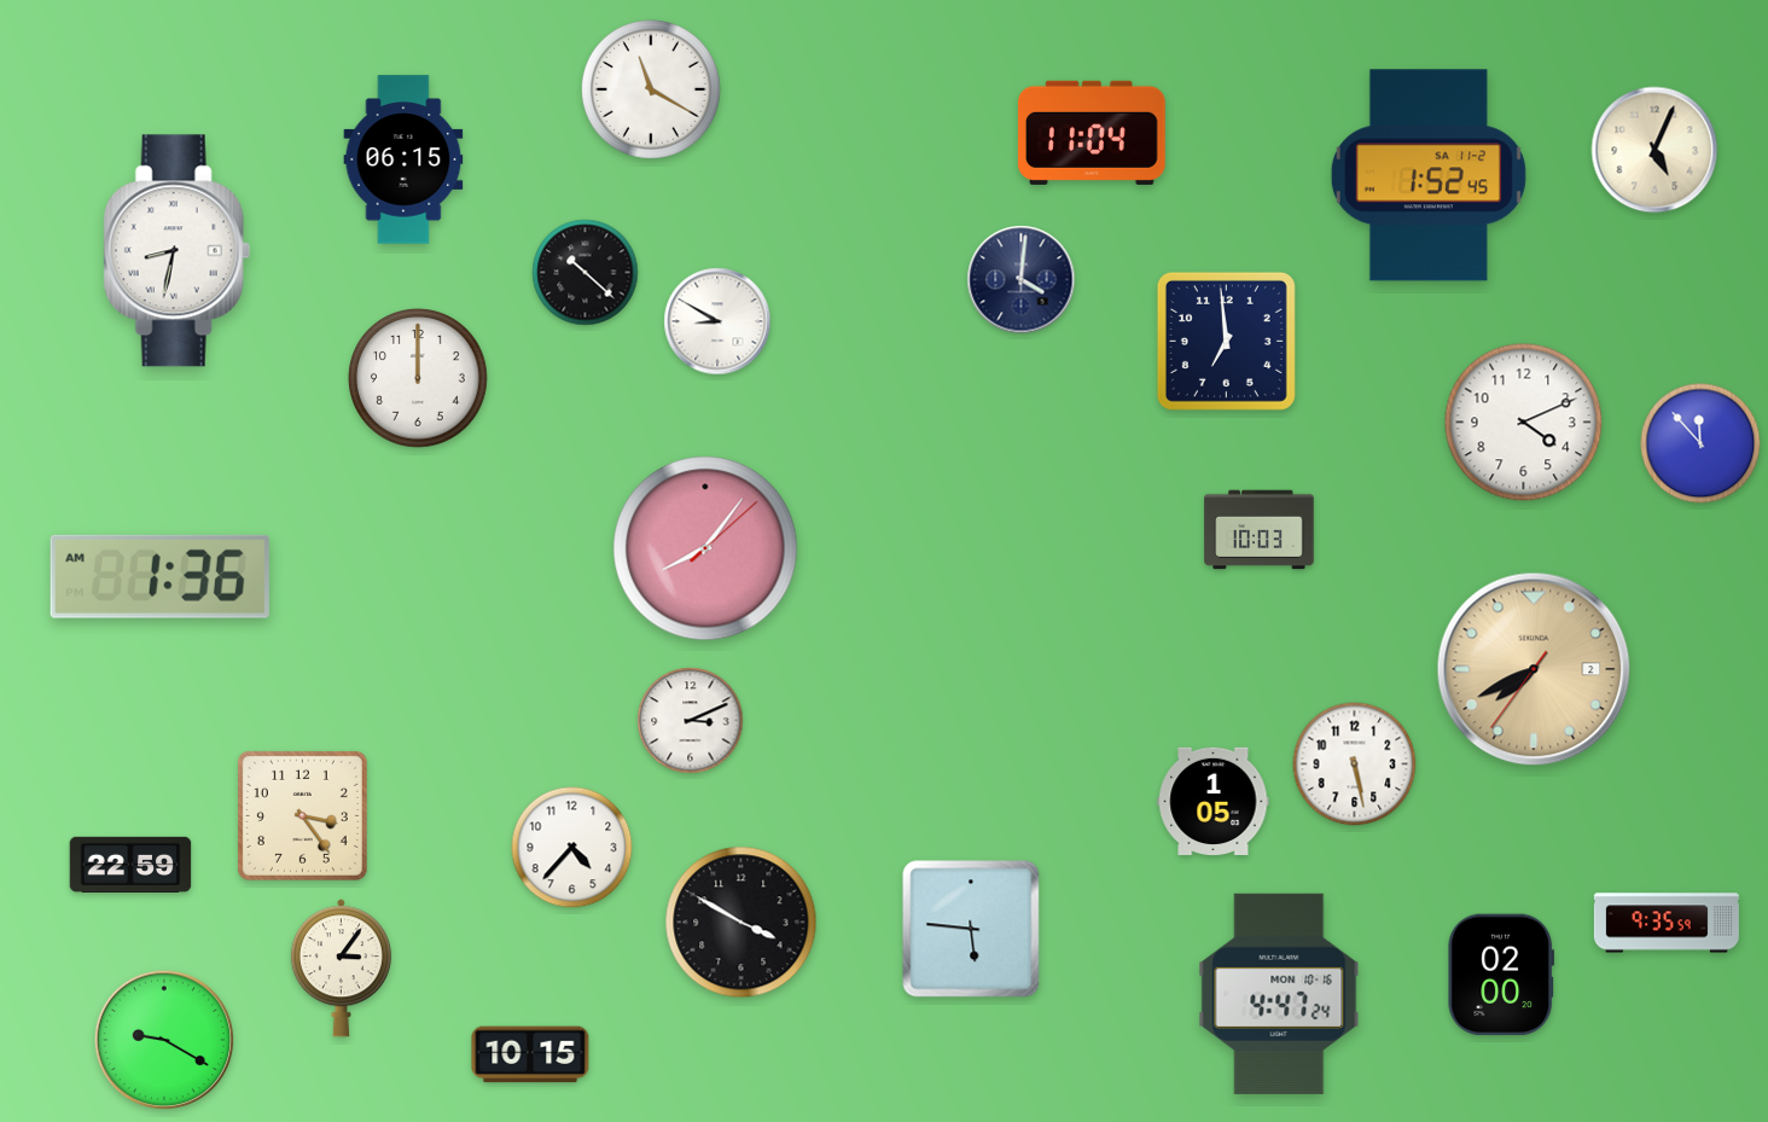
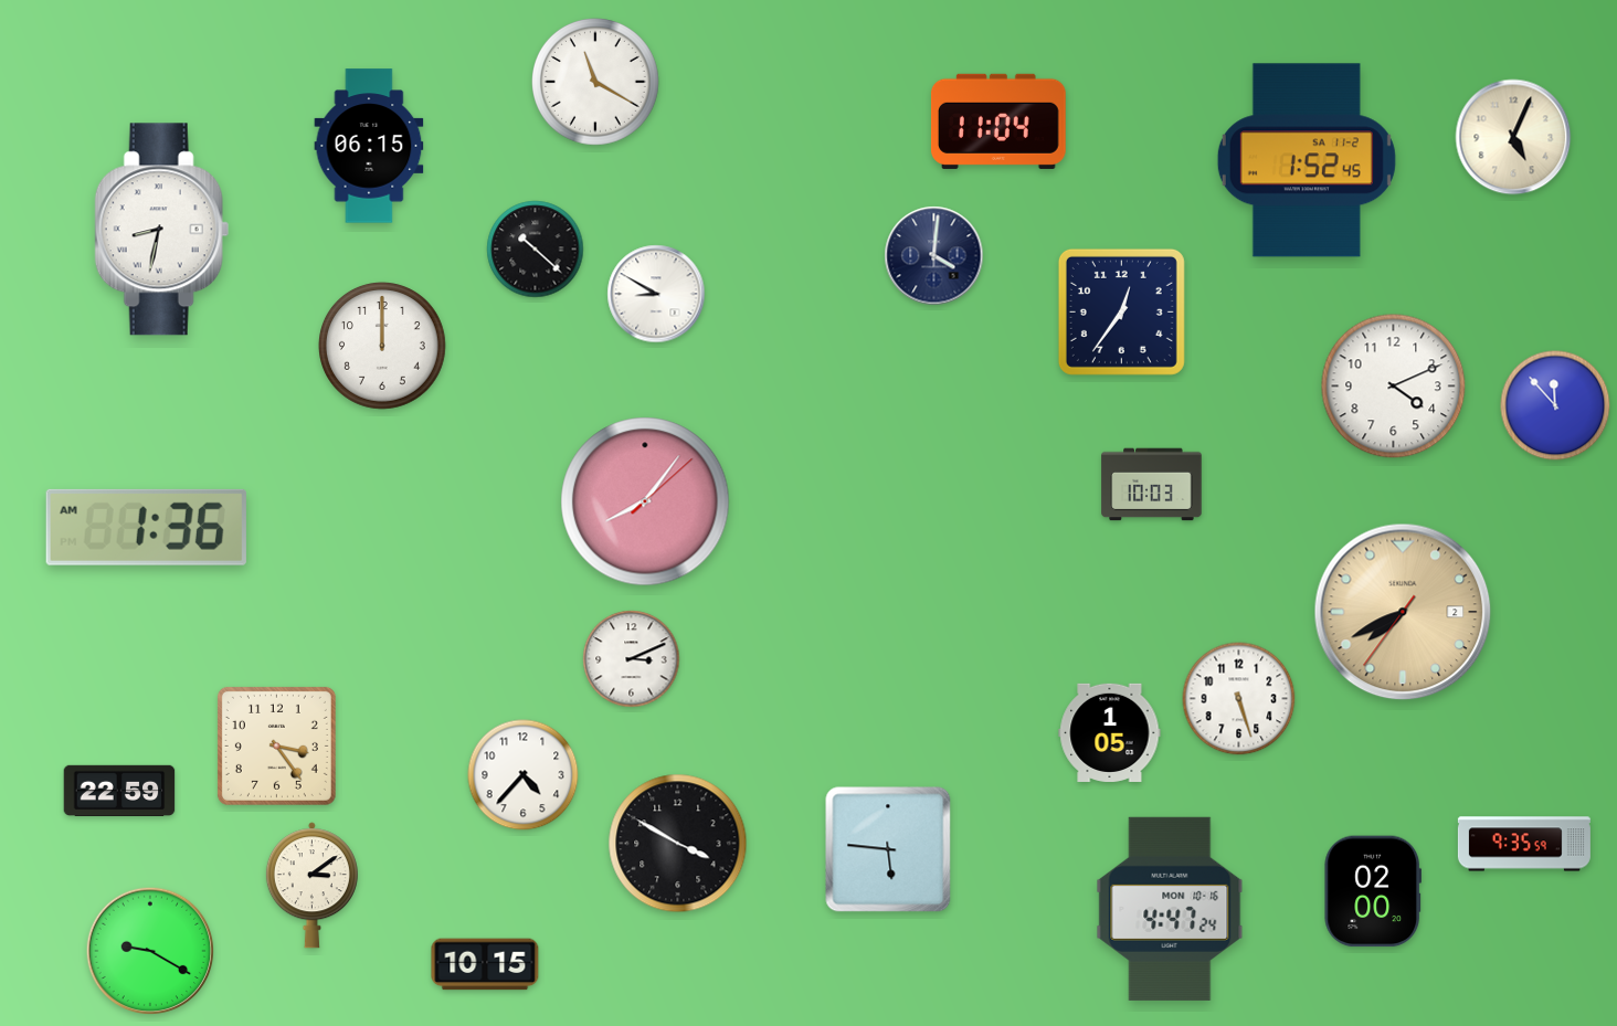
clock at (1226, 341): 6:59 -> 12:36
clock at (1355, 765): 5:28 -> 5:27
clock at (341, 969): 3:06 -> 3:09
